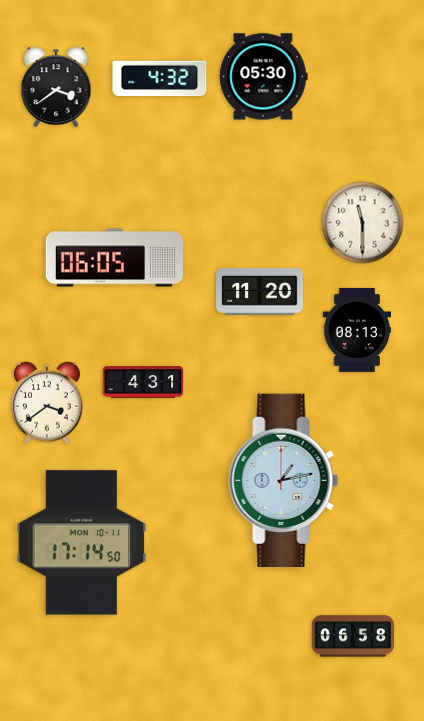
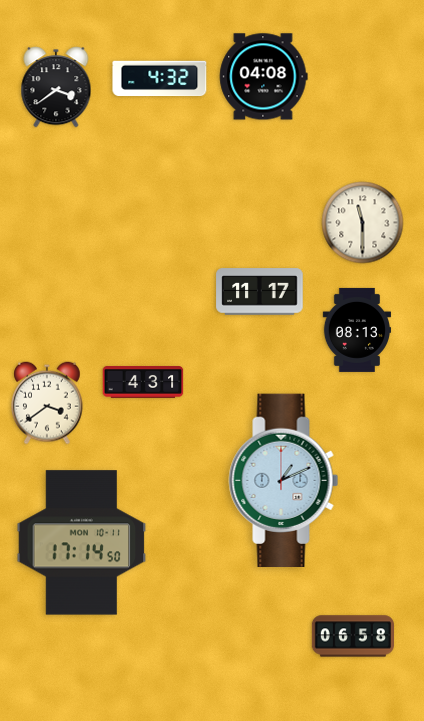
clock at (264, 77): 05:30 -> 04:08
clock at (114, 258): 06:05 -> none
clock at (260, 292): 11:20 -> 11:17
clock at (284, 480): 1:13 -> 1:11
